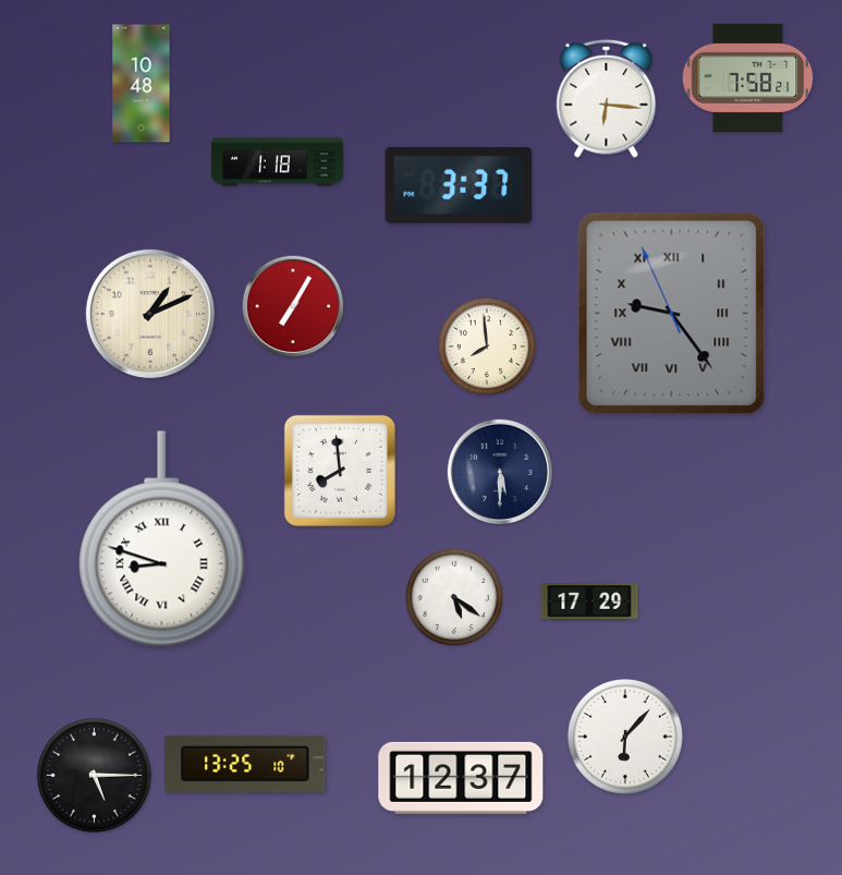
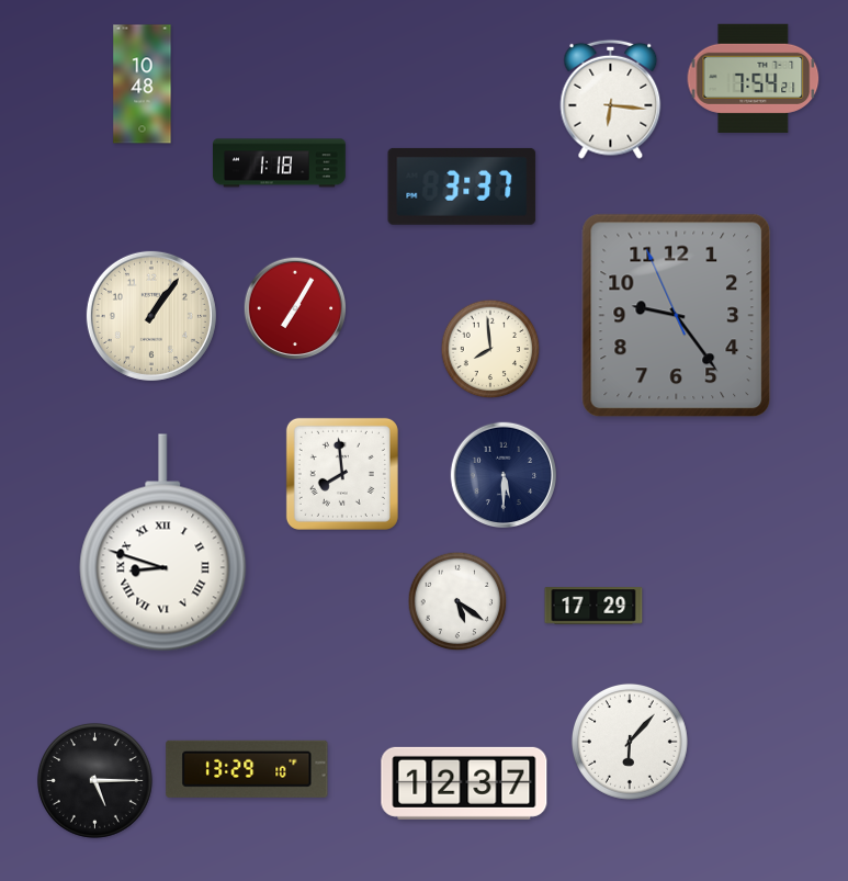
clock at (748, 77): 7:58 -> 7:54
clock at (150, 314): 1:11 -> 1:06
clock at (672, 314) numerals: Roman -> Arabic
clock at (245, 764): 13:25 -> 13:29
